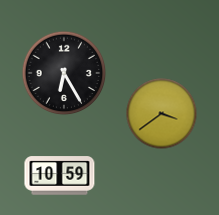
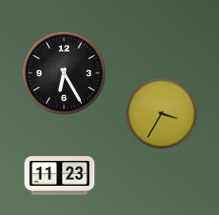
clock at (162, 114): 3:39 -> 3:35
clock at (60, 176): 10:59 -> 11:23
